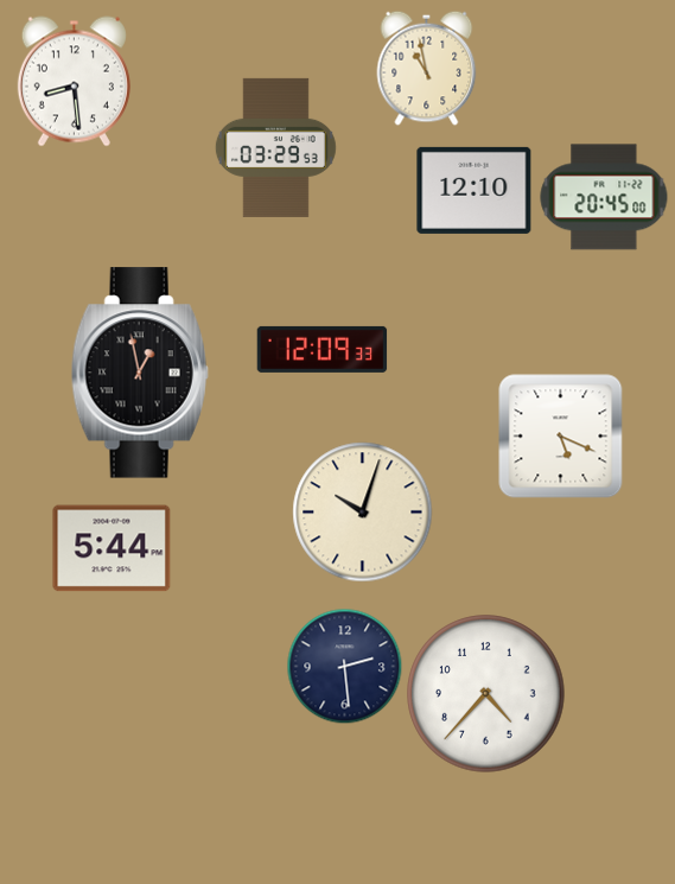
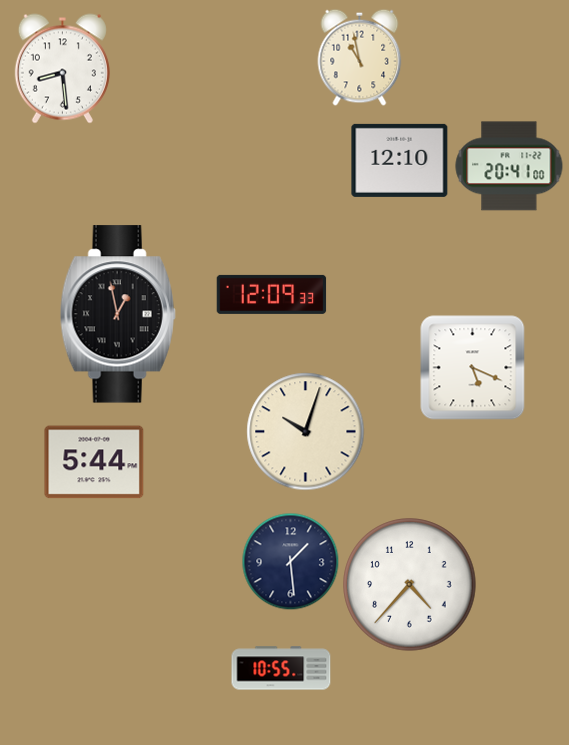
clock at (275, 147): 03:29 -> none
clock at (604, 197): 20:45 -> 20:41
clock at (344, 666): 2:29 -> 1:29
clock at (281, 668): none -> 10:55
